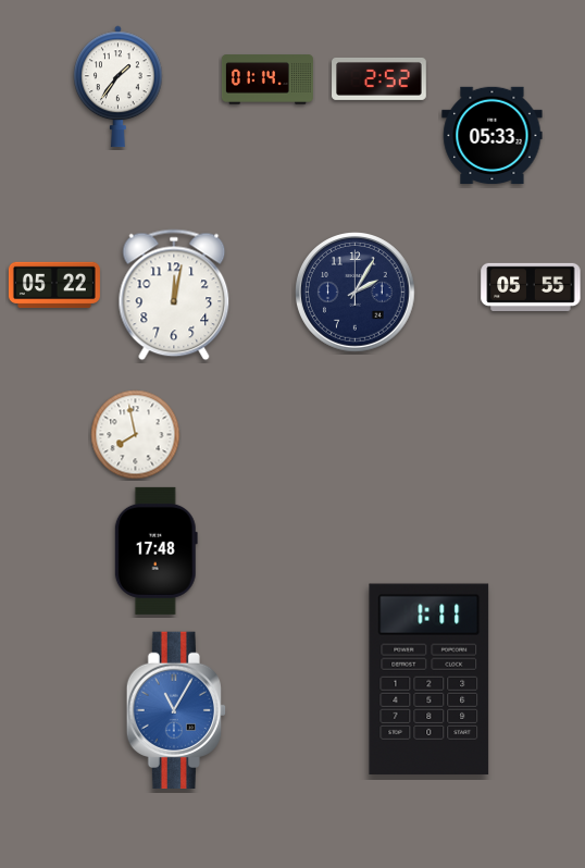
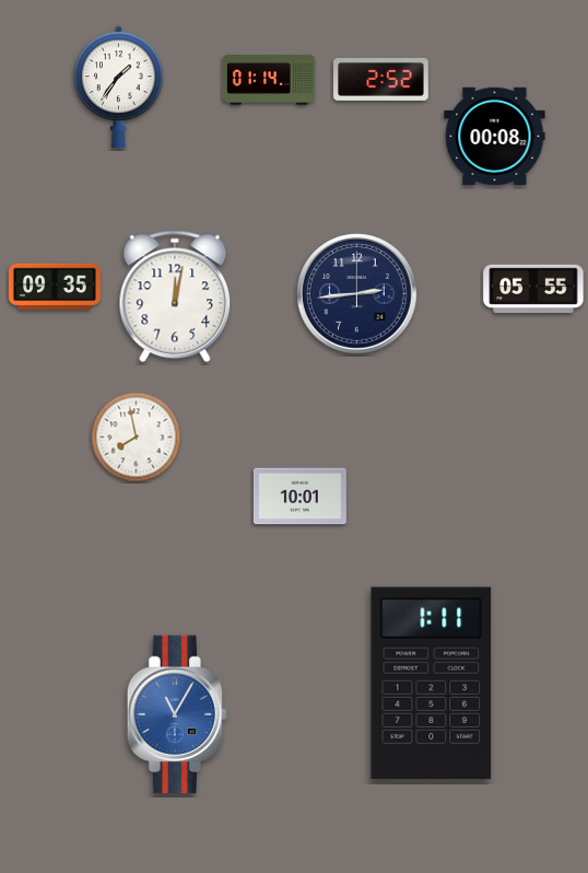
clock at (493, 135): 05:33 -> 00:08
clock at (54, 285): 05:22 -> 09:35
clock at (356, 293): 2:05 -> 2:44
clock at (299, 497): none -> 10:01
clock at (155, 550): 17:48 -> none
